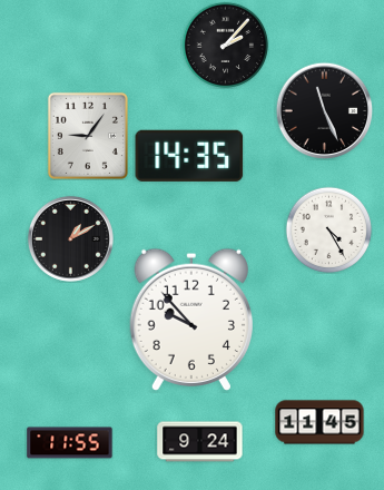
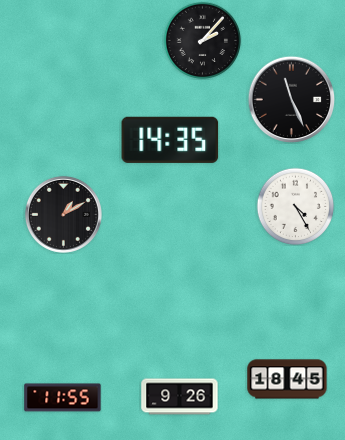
clock at (88, 136): 9:06 -> none
clock at (190, 318): 9:53 -> none
clock at (319, 422): 11:45 -> 18:45
clock at (200, 442): 9:24 -> 9:26
